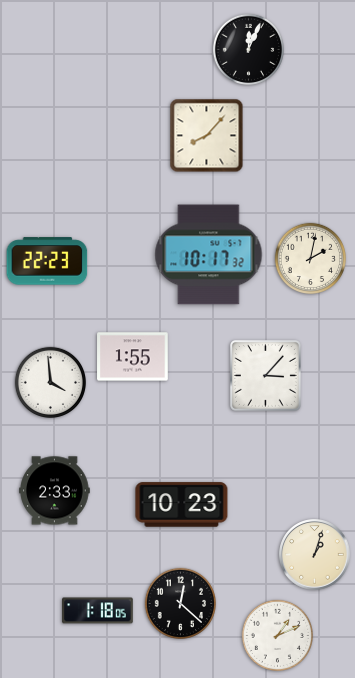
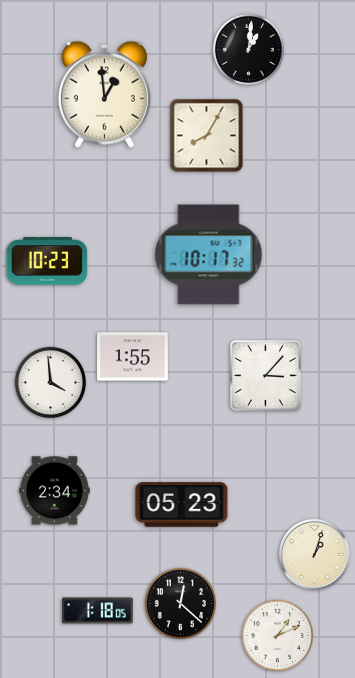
clock at (248, 49): 12:04 -> 1:01
clock at (104, 94): none -> 12:59
clock at (207, 136): 8:07 -> 8:05
clock at (310, 258): 2:02 -> none
clock at (47, 261): 22:23 -> 10:23
clock at (55, 491): 2:33 -> 2:34
clock at (182, 505): 10:23 -> 05:23
